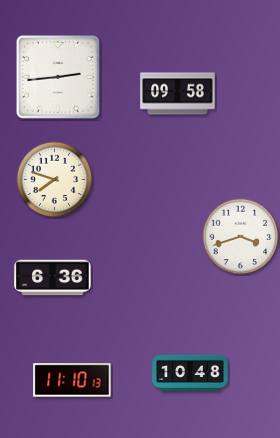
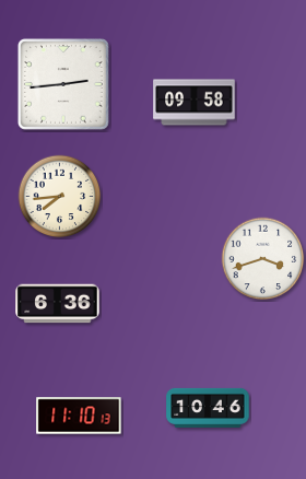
clock at (55, 180): 7:48 -> 7:44
clock at (190, 373): 10:48 -> 10:46
